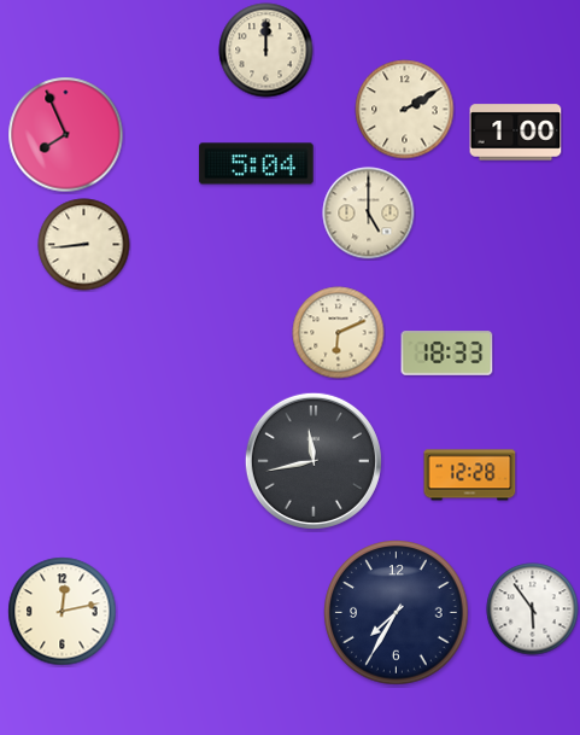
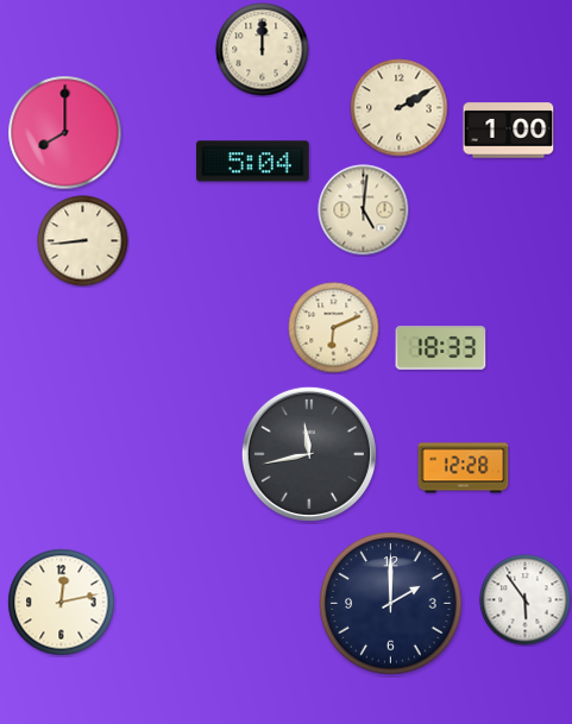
clock at (66, 135): 7:56 -> 8:00
clock at (369, 214): 5:00 -> 5:01
clock at (397, 613): 7:35 -> 2:00
